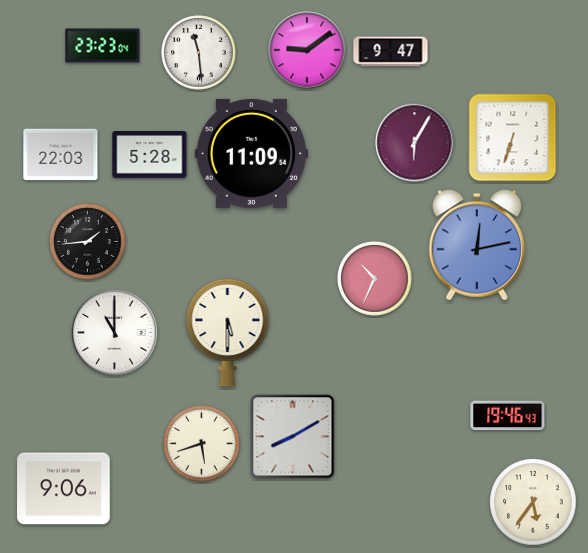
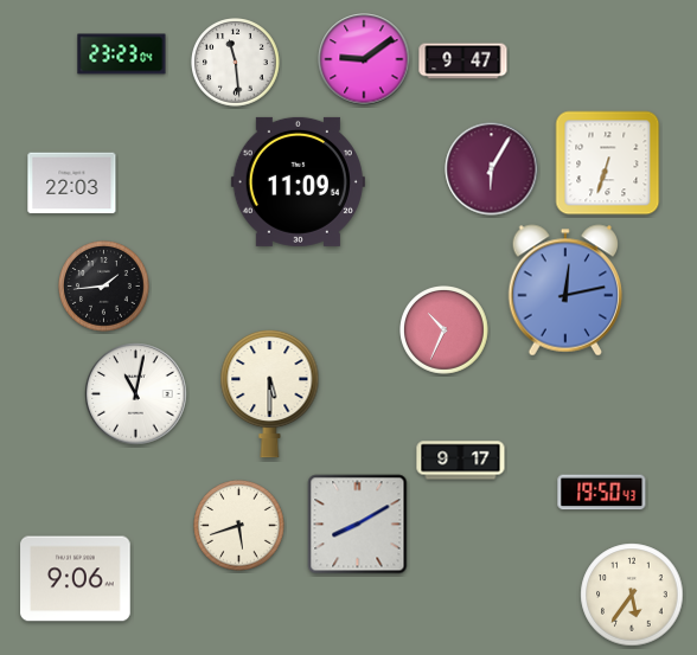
clock at (150, 155): 5:28 -> none
clock at (115, 333): 11:00 -> 11:02
clock at (461, 461): none -> 9:17
clock at (508, 416): 19:46 -> 19:50
clock at (293, 437) position: (293, 437) -> (358, 525)
